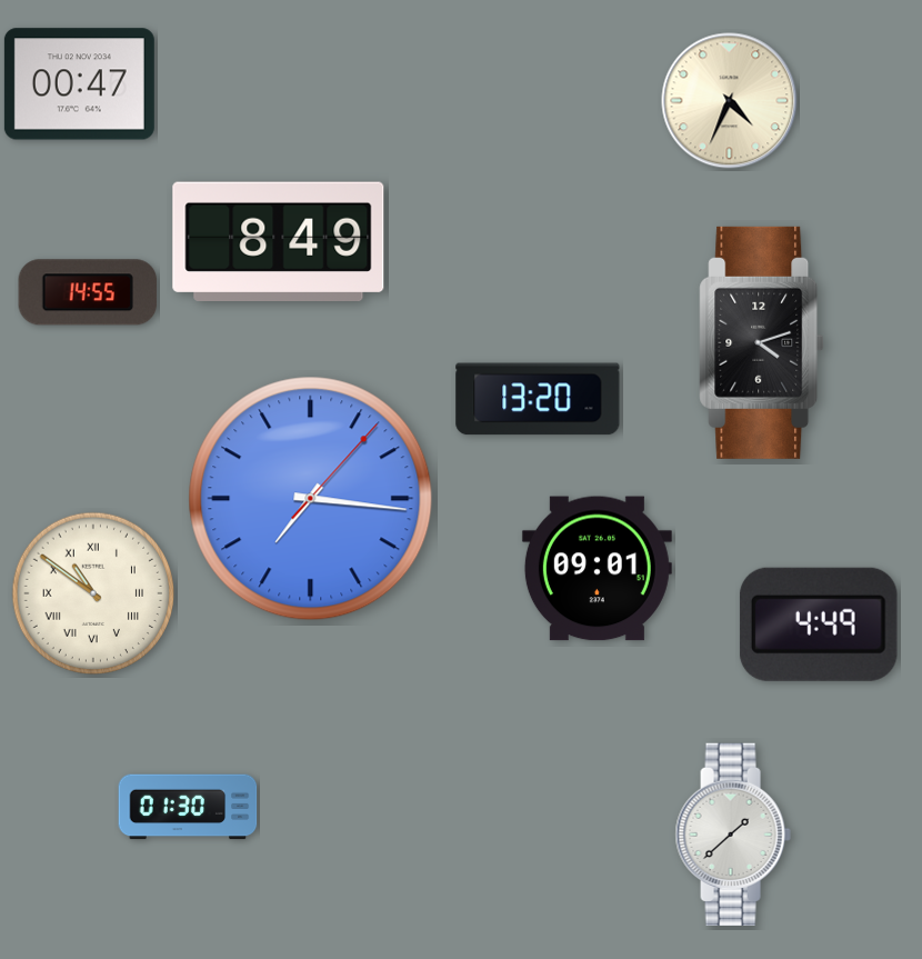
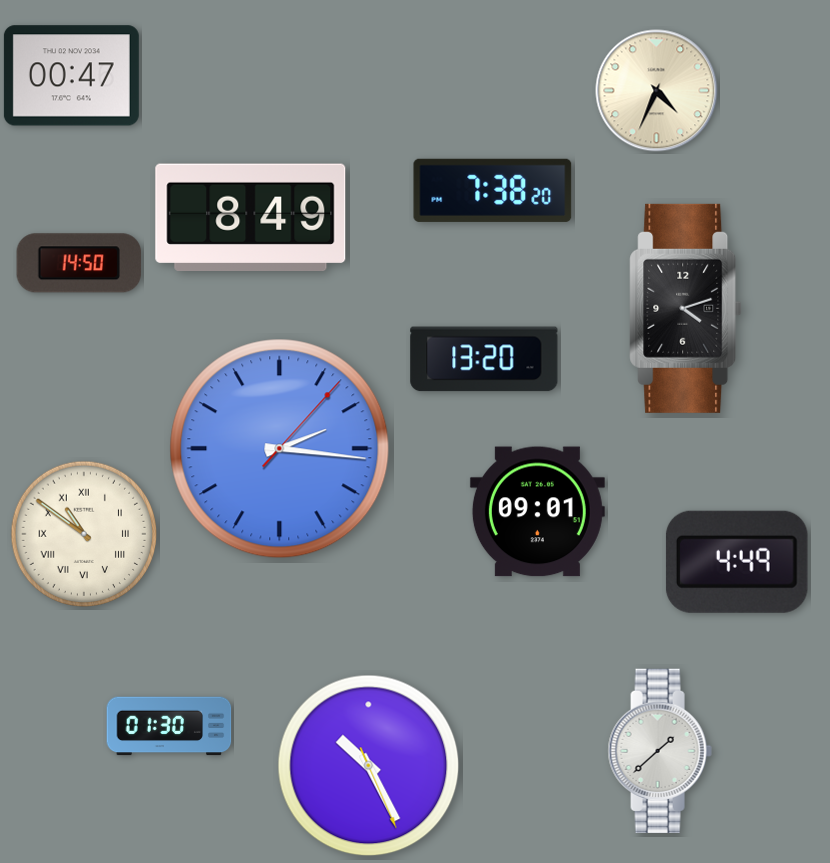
clock at (493, 190): none -> 7:38
clock at (88, 292): 14:55 -> 14:50
clock at (311, 499): 7:16 -> 2:16
clock at (369, 766): none -> 10:25
